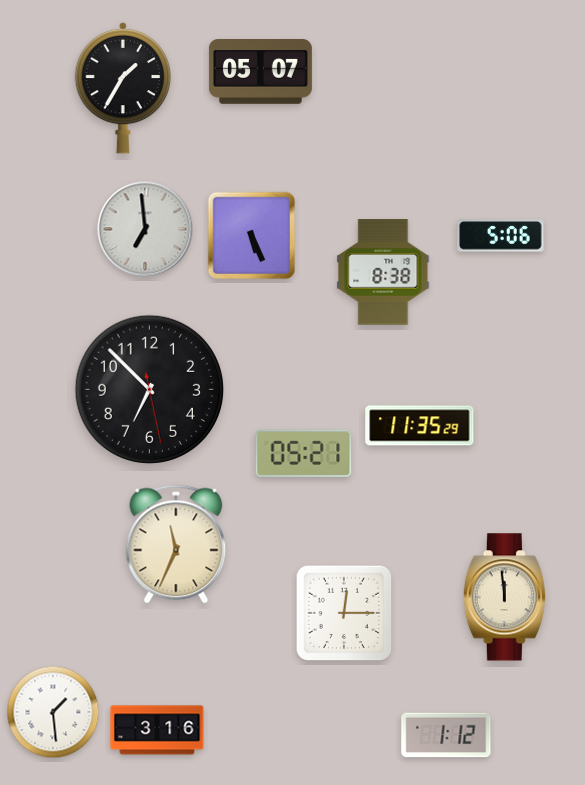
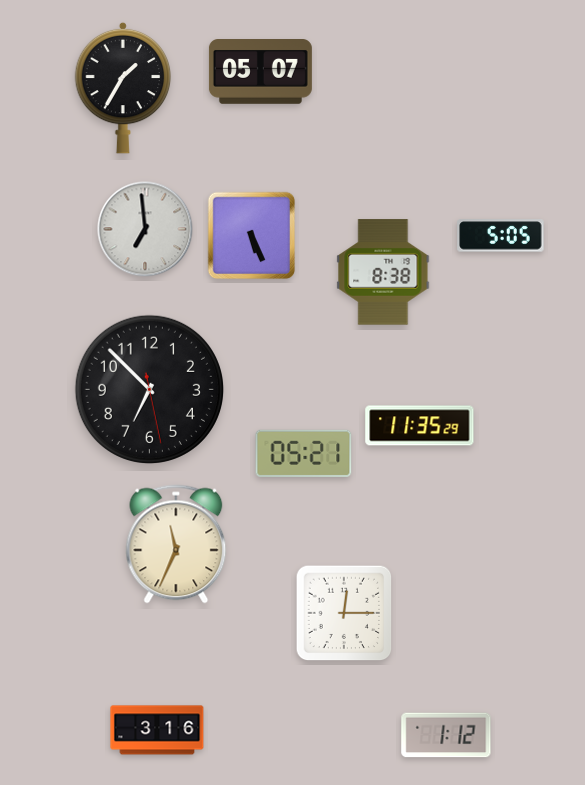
clock at (501, 236): 5:06 -> 5:05
clock at (505, 597): 11:59 -> none
clock at (53, 712): 1:29 -> none
